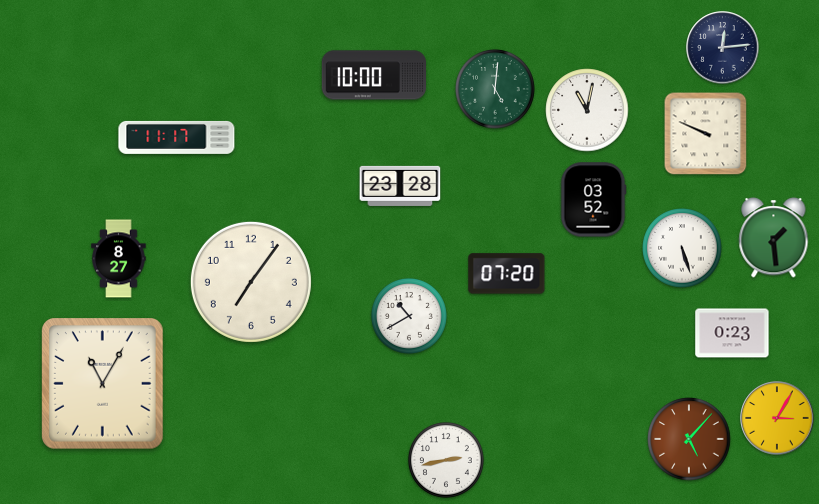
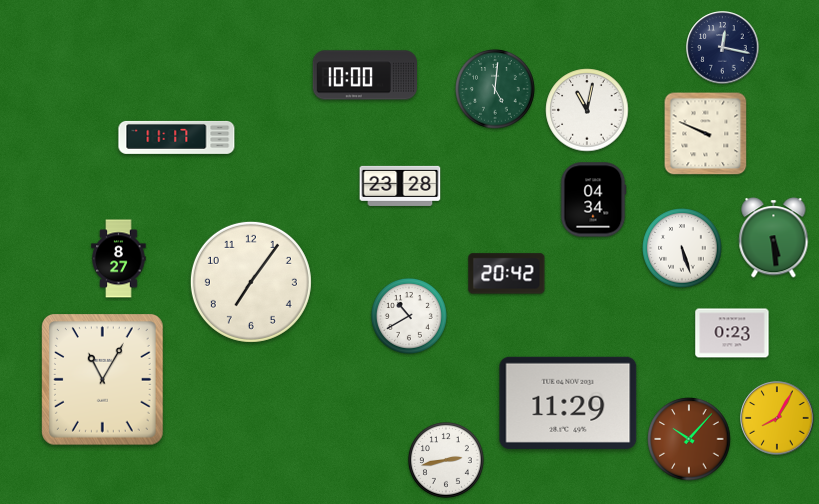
clock at (723, 48): 12:14 -> 12:17
clock at (373, 75) position: (373, 75) -> (364, 75)
clock at (593, 200): 03:52 -> 04:34
clock at (774, 238): 1:29 -> 5:29
clock at (507, 274): 07:20 -> 20:42
clock at (103, 384) position: (103, 384) -> (103, 380)
clock at (568, 403): none -> 11:29
clock at (777, 418): 3:05 -> 8:05
clock at (689, 439): 5:07 -> 10:07
